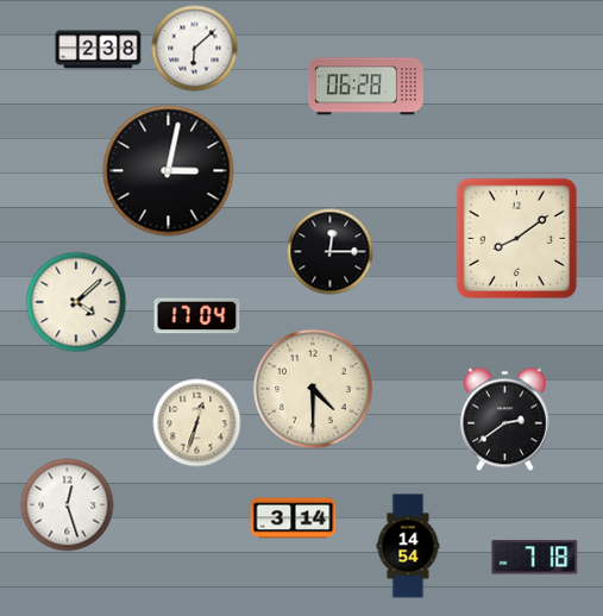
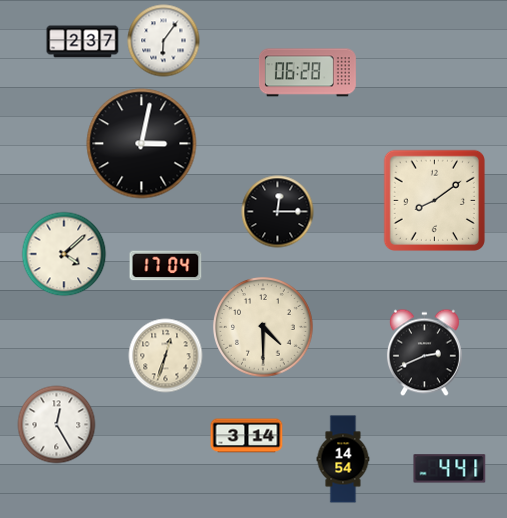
clock at (195, 49): 6:08 -> 6:06
clock at (99, 50): 2:38 -> 2:37
clock at (504, 420): 2:39 -> 2:41
clock at (68, 505): 12:27 -> 12:25
clock at (535, 558): 7:18 -> 4:41
